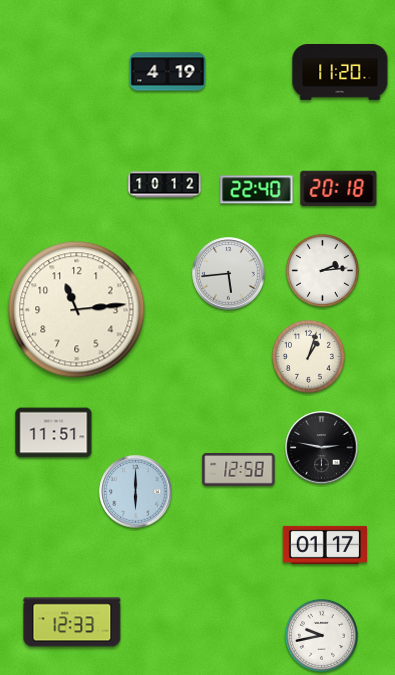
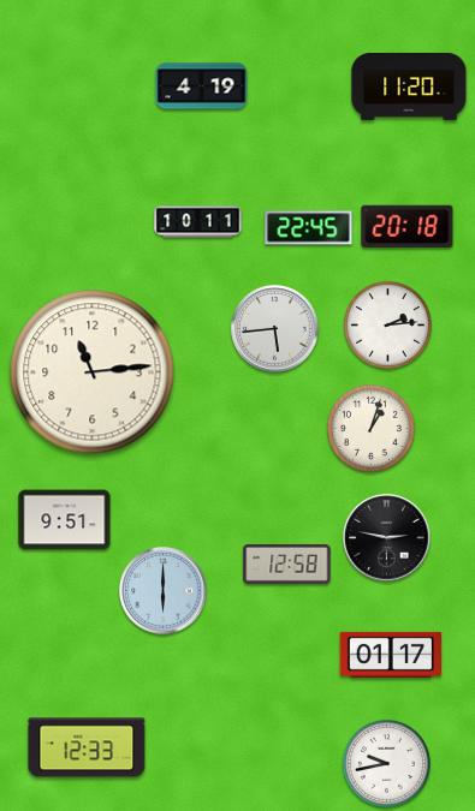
clock at (165, 185): 10:12 -> 10:11
clock at (257, 190): 22:40 -> 22:45
clock at (54, 433): 11:51 -> 9:51
